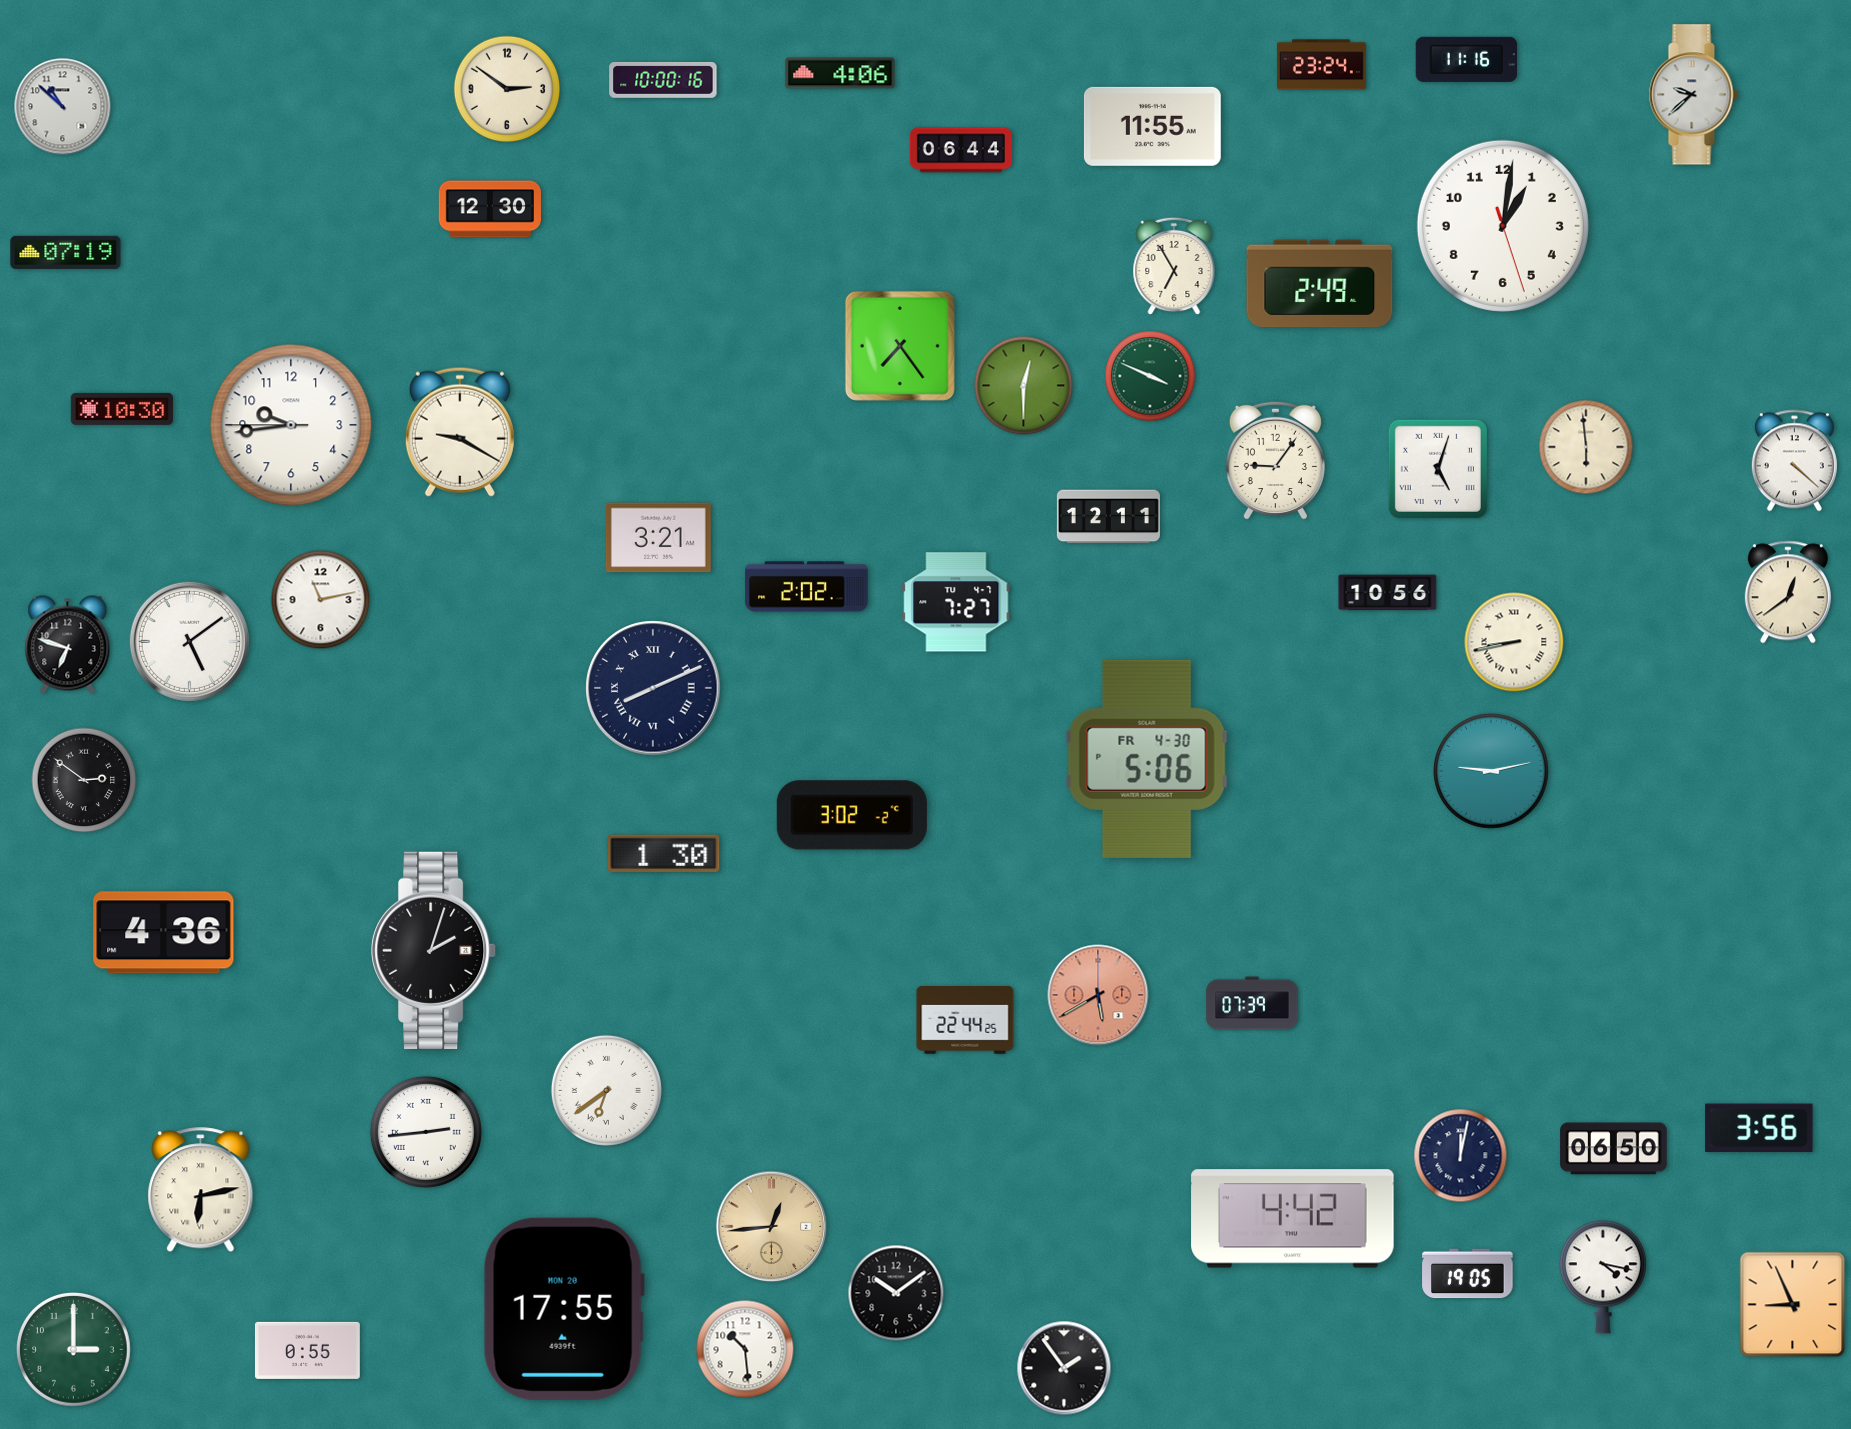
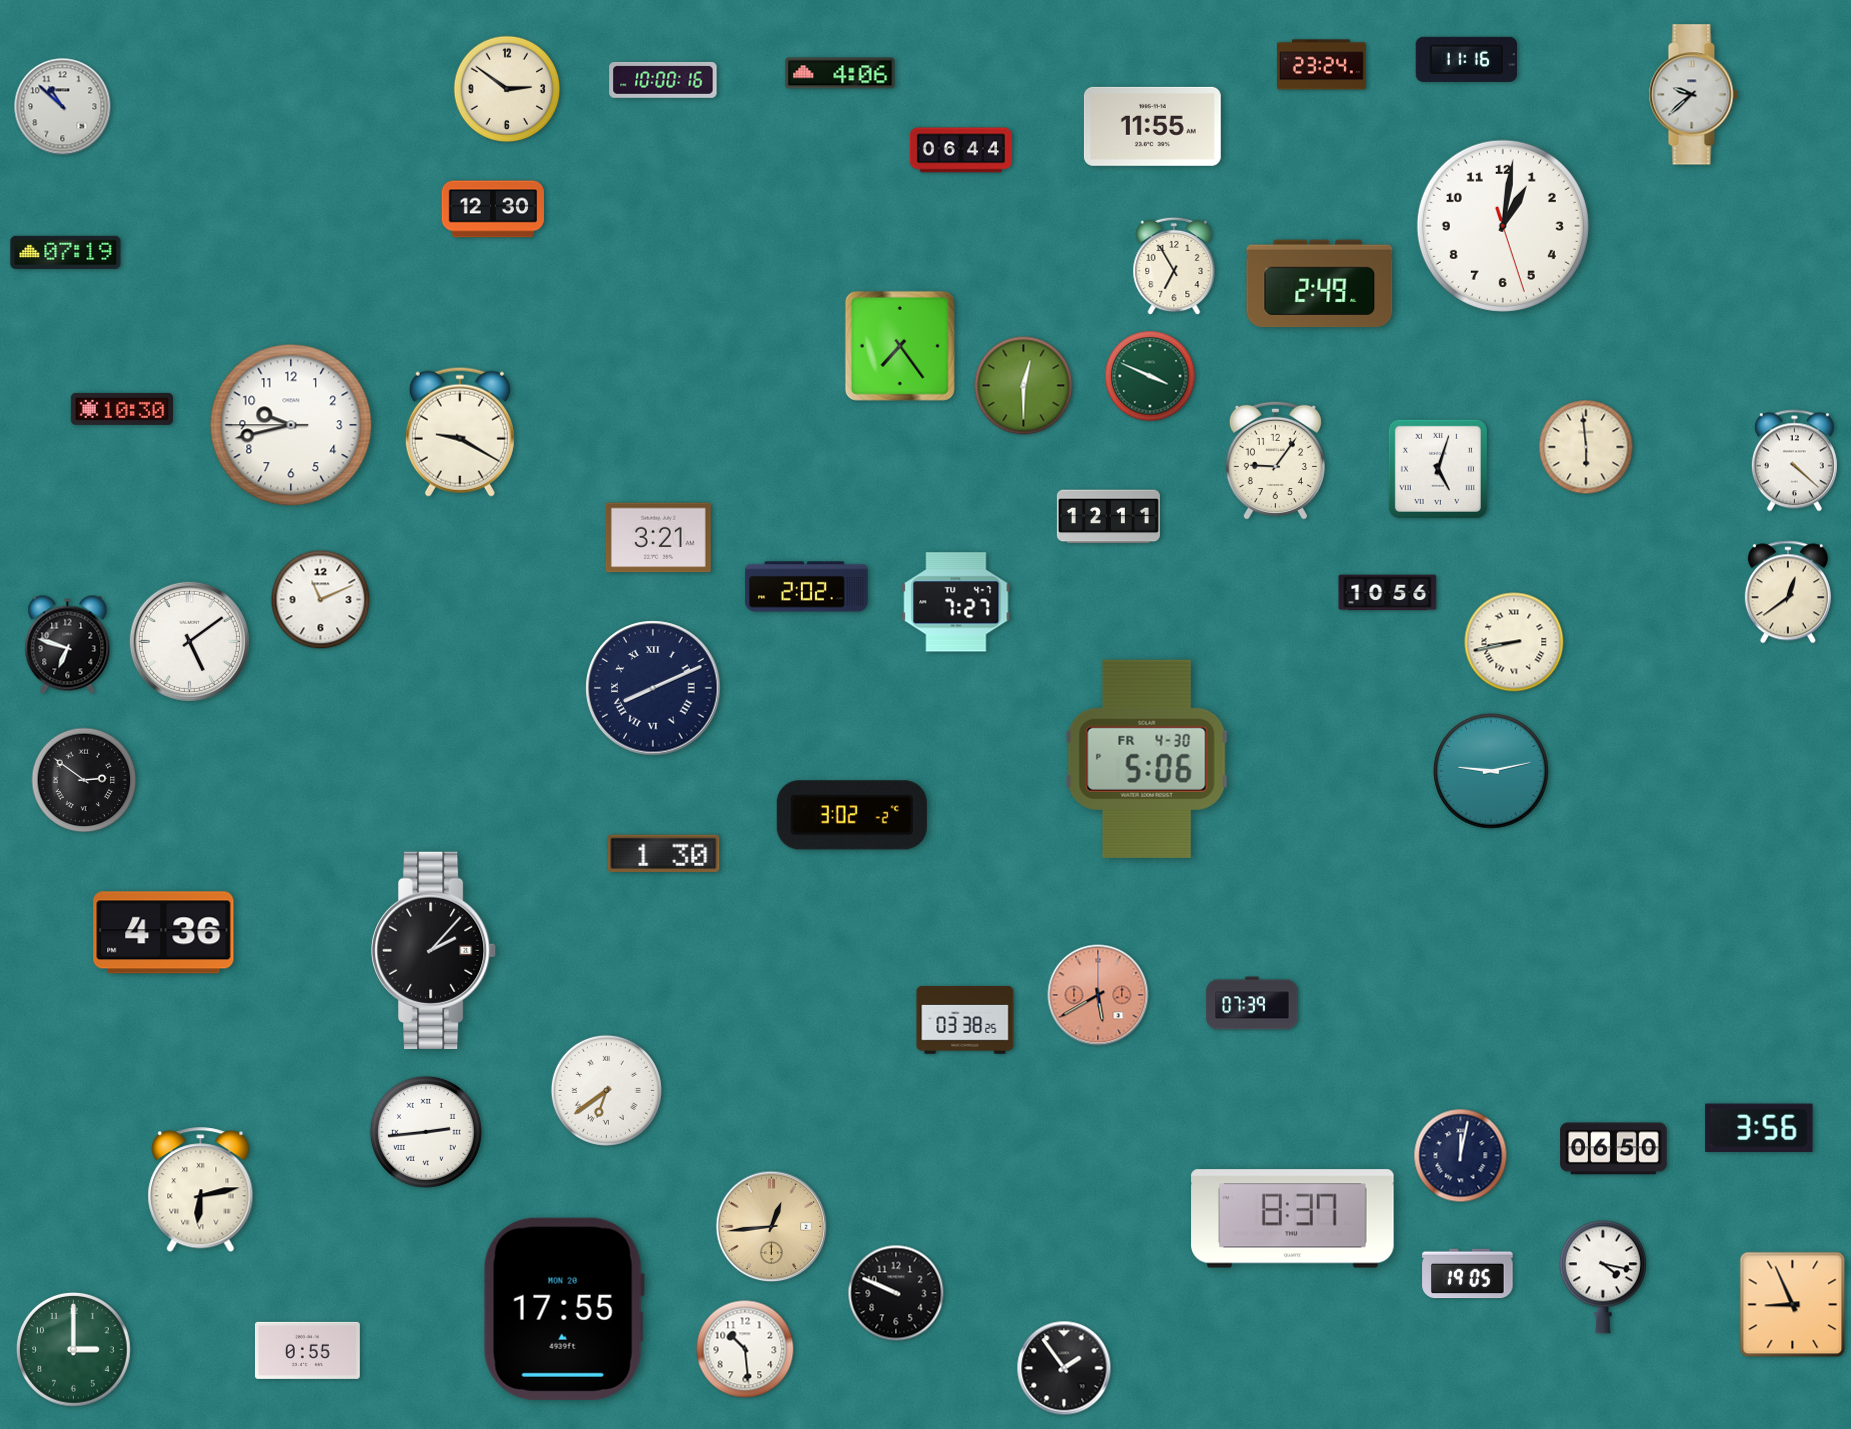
clock at (490, 209) position: (490, 209) -> (493, 209)
clock at (291, 425): 9:43 -> 9:42
clock at (321, 600): 11:13 -> 11:11
clock at (434, 950): 2:03 -> 2:07
clock at (965, 1020): 22:44 -> 03:38
clock at (1293, 1219): 4:42 -> 8:37
clock at (896, 1293): 10:09 -> 9:49
